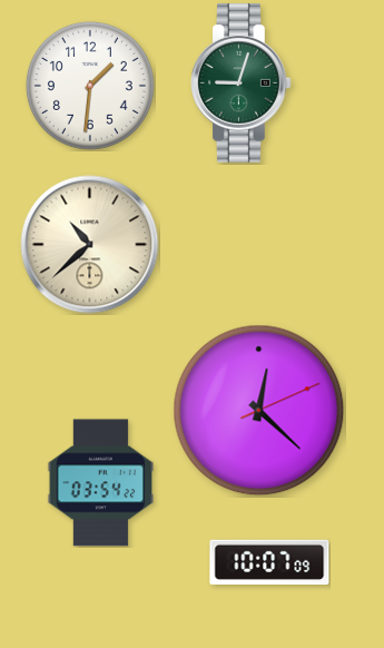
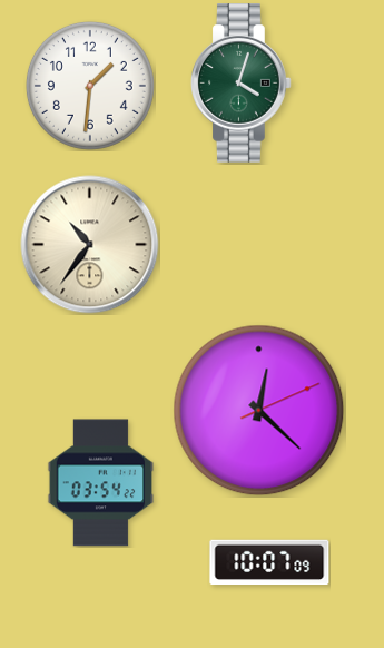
clock at (242, 84): 9:03 -> 4:03
clock at (90, 245): 10:38 -> 10:36
